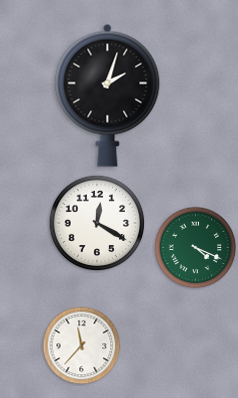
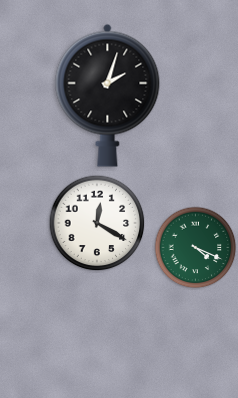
clock at (82, 346): 11:37 -> none
